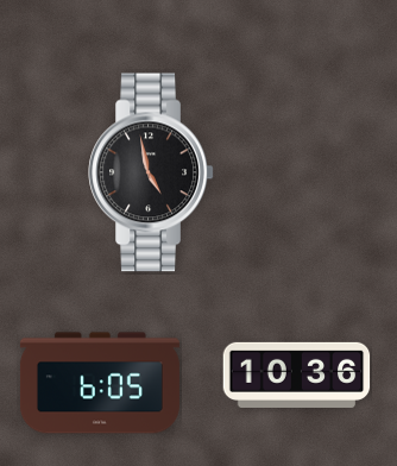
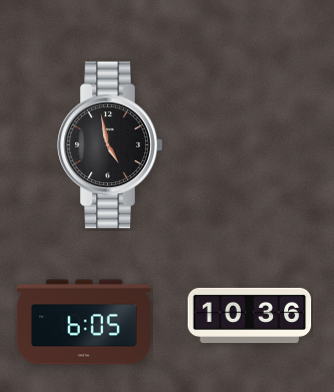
clock at (151, 172) position: (151, 172) -> (110, 145)
